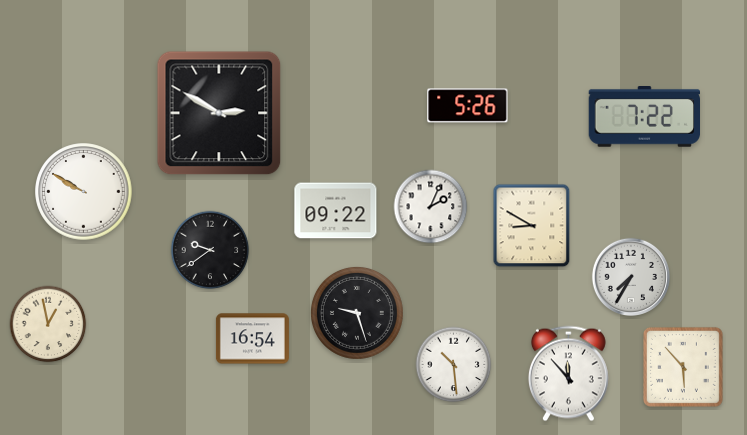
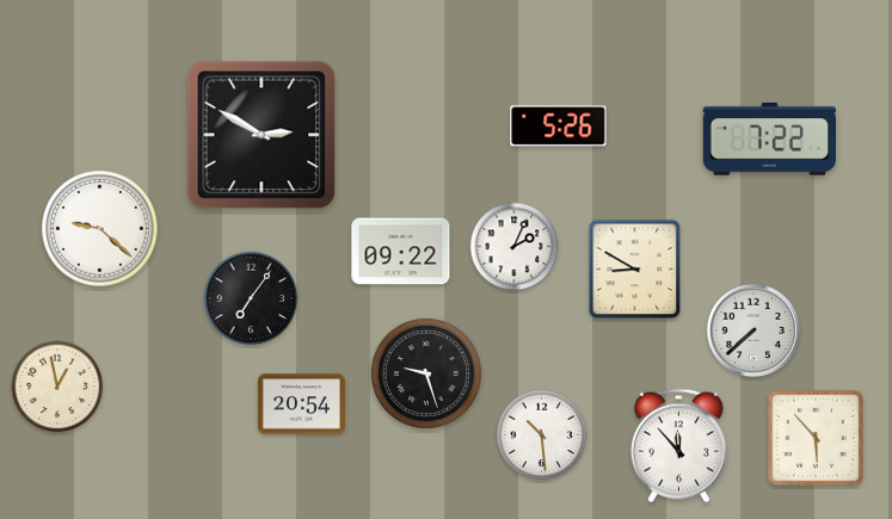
clock at (84, 192): 9:50 -> 9:22
clock at (210, 250): 9:39 -> 7:06
clock at (631, 277): 7:35 -> 7:38
clock at (252, 339): 16:54 -> 20:54
